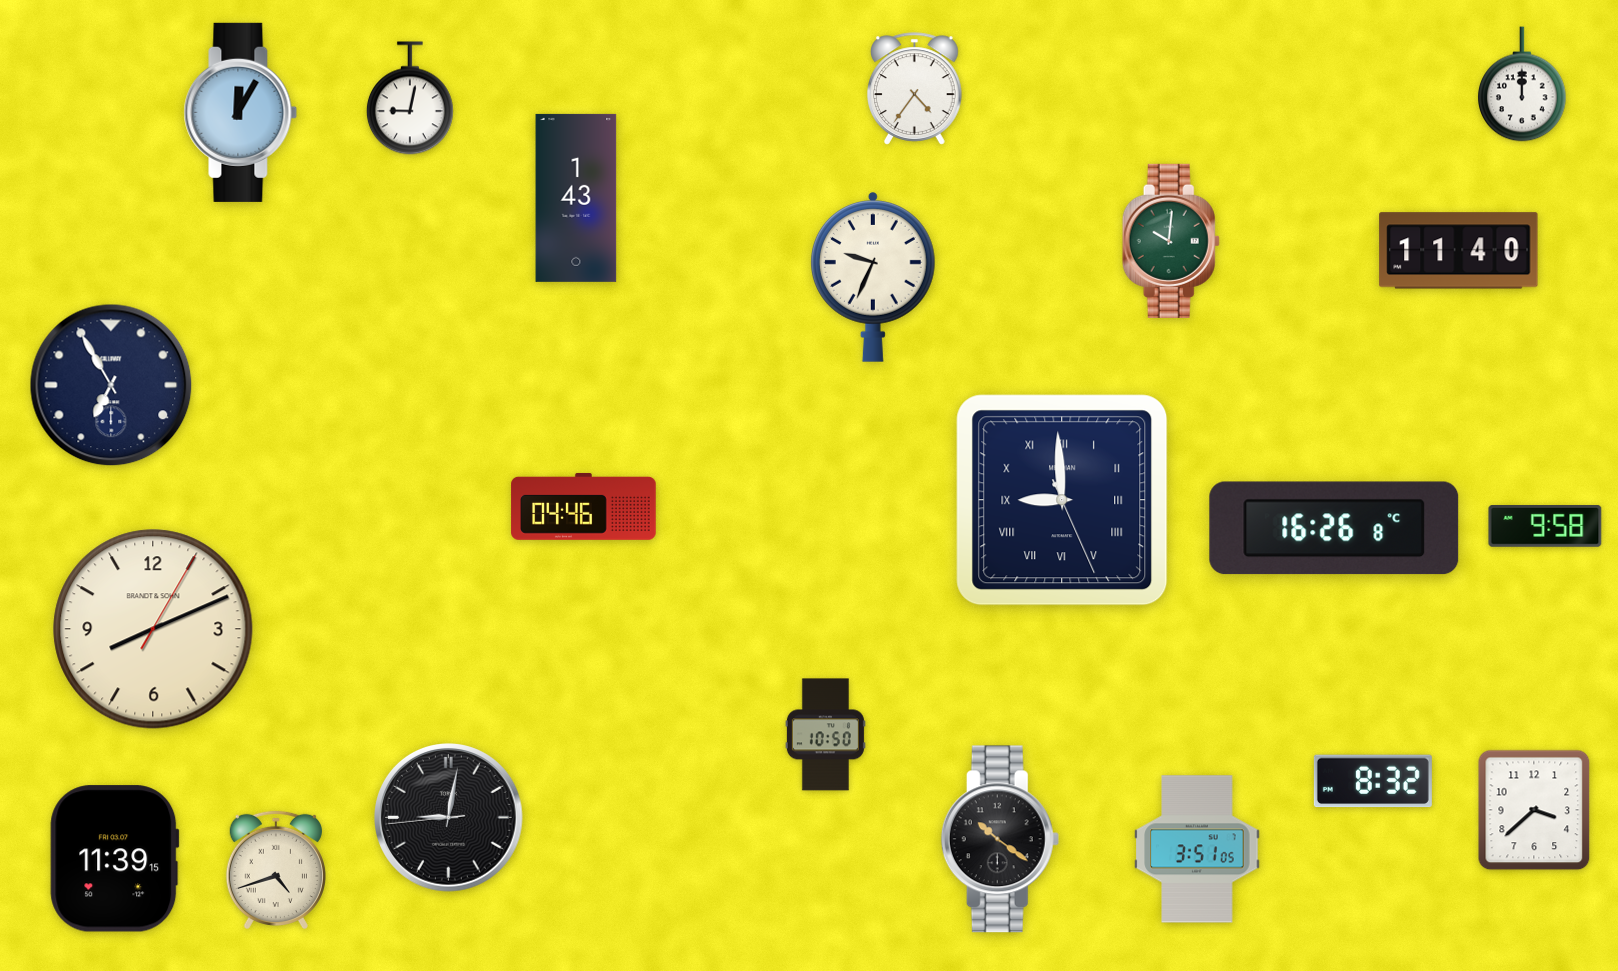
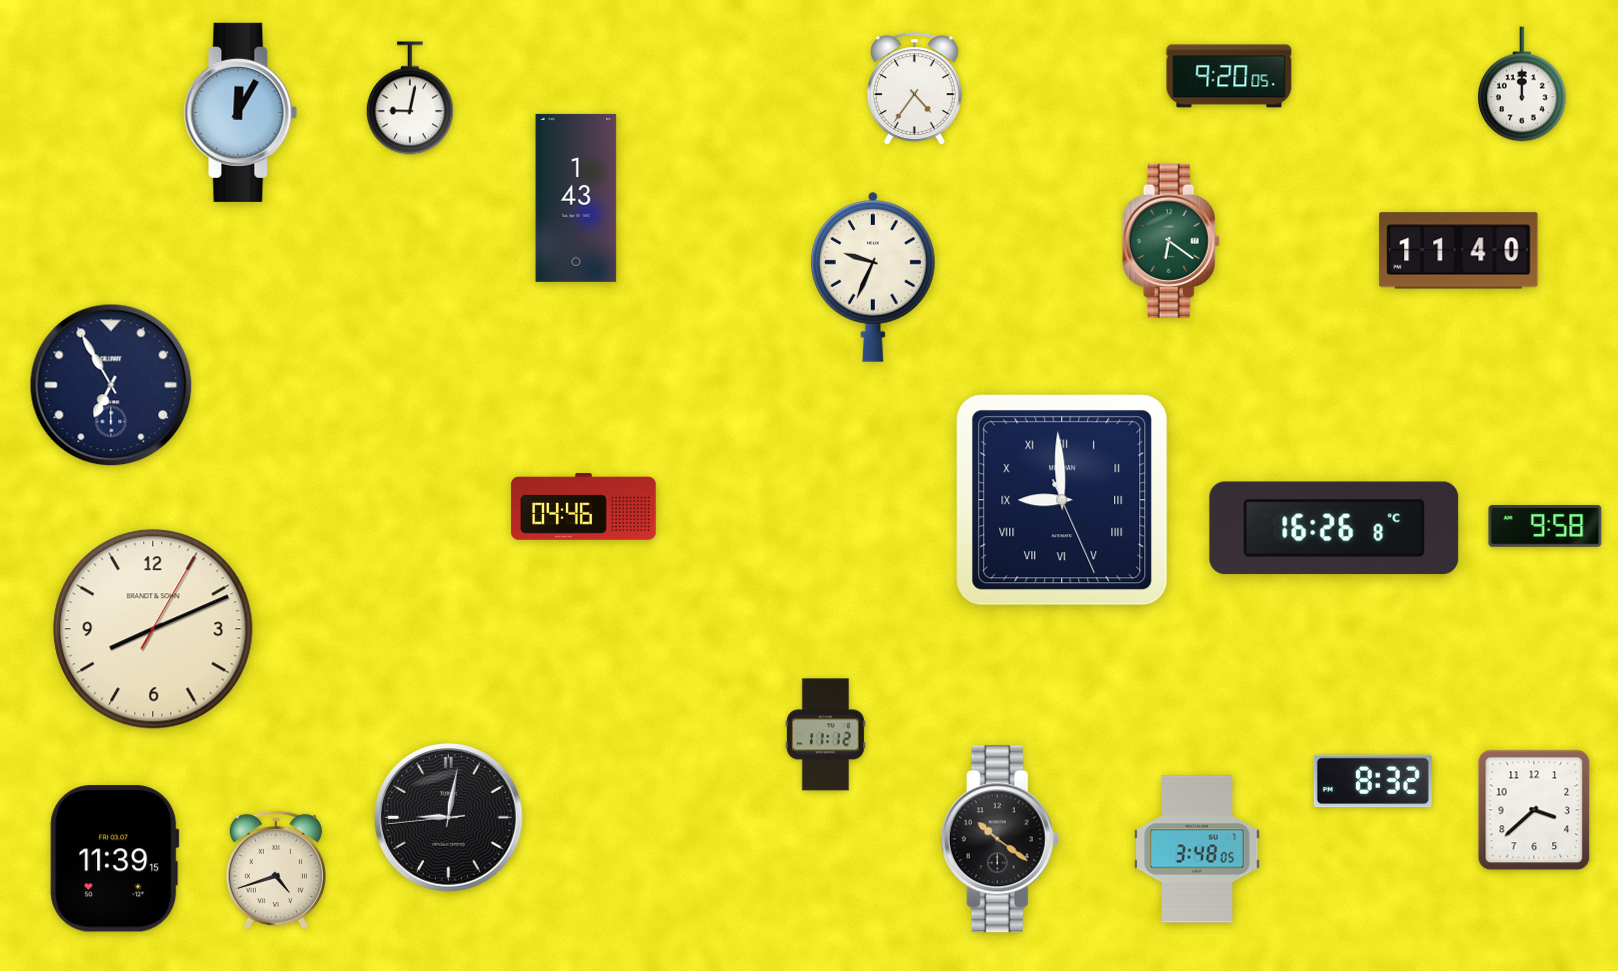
clock at (1229, 76): none -> 9:20
clock at (1171, 241): 10:01 -> 6:21
clock at (825, 735): 10:50 -> 11:12
clock at (1197, 849): 3:51 -> 3:48
